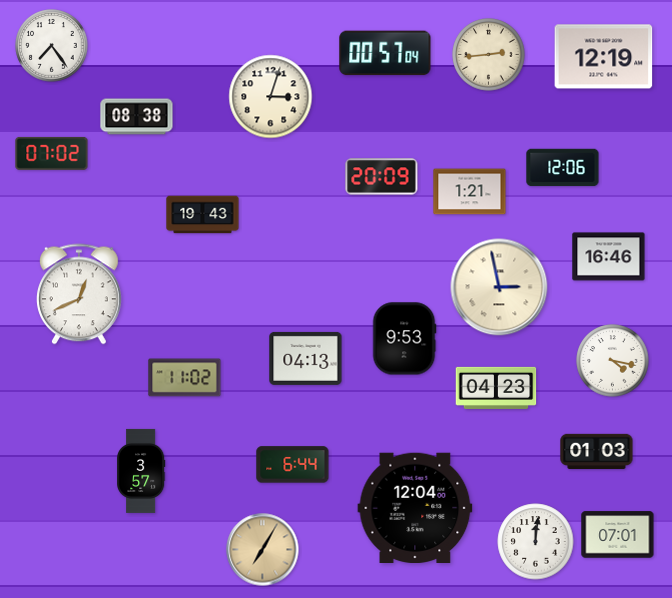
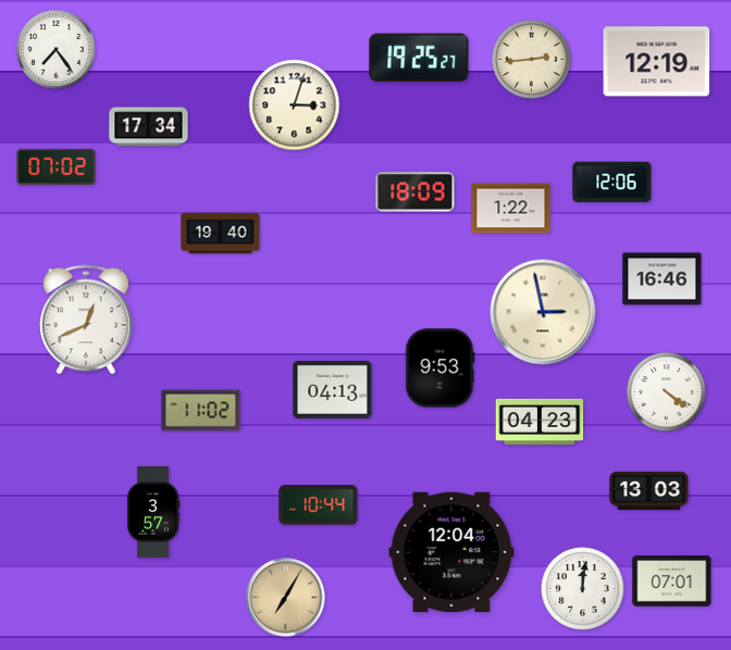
clock at (385, 53): 00:57 -> 19:25
clock at (137, 117): 08:38 -> 17:34
clock at (382, 177): 20:09 -> 18:09
clock at (470, 192): 1:21 -> 1:22
clock at (203, 215): 19:43 -> 19:40
clock at (613, 361): 4:17 -> 4:21
clock at (597, 452): 01:03 -> 13:03
clock at (293, 465): 6:44 -> 10:44
